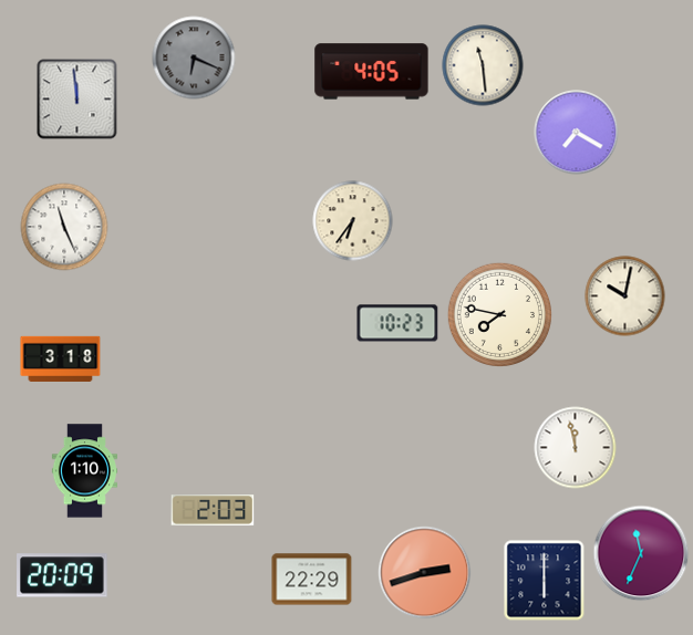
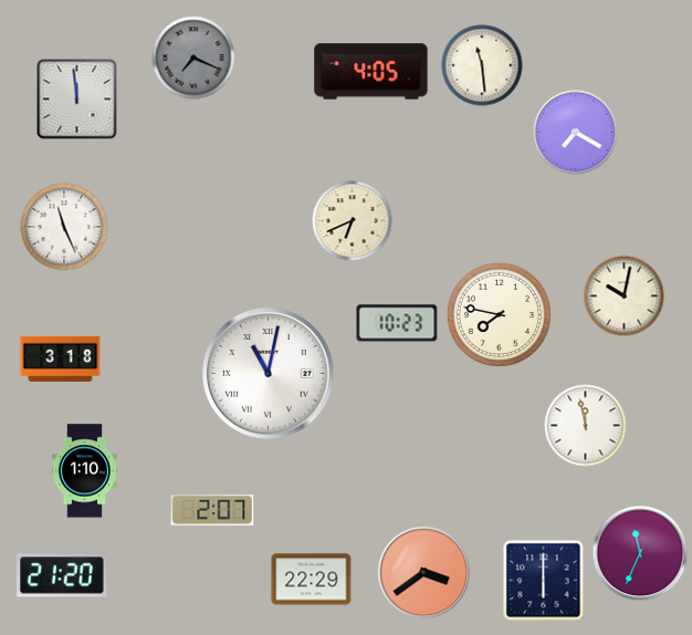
clock at (194, 58): 6:19 -> 7:19
clock at (353, 221): 6:36 -> 6:41
clock at (269, 374): none -> 11:02
clock at (576, 448) position: (576, 448) -> (586, 426)
clock at (213, 511): 2:03 -> 2:07
clock at (425, 573): 2:42 -> 3:39
clock at (63, 575): 20:09 -> 21:20
